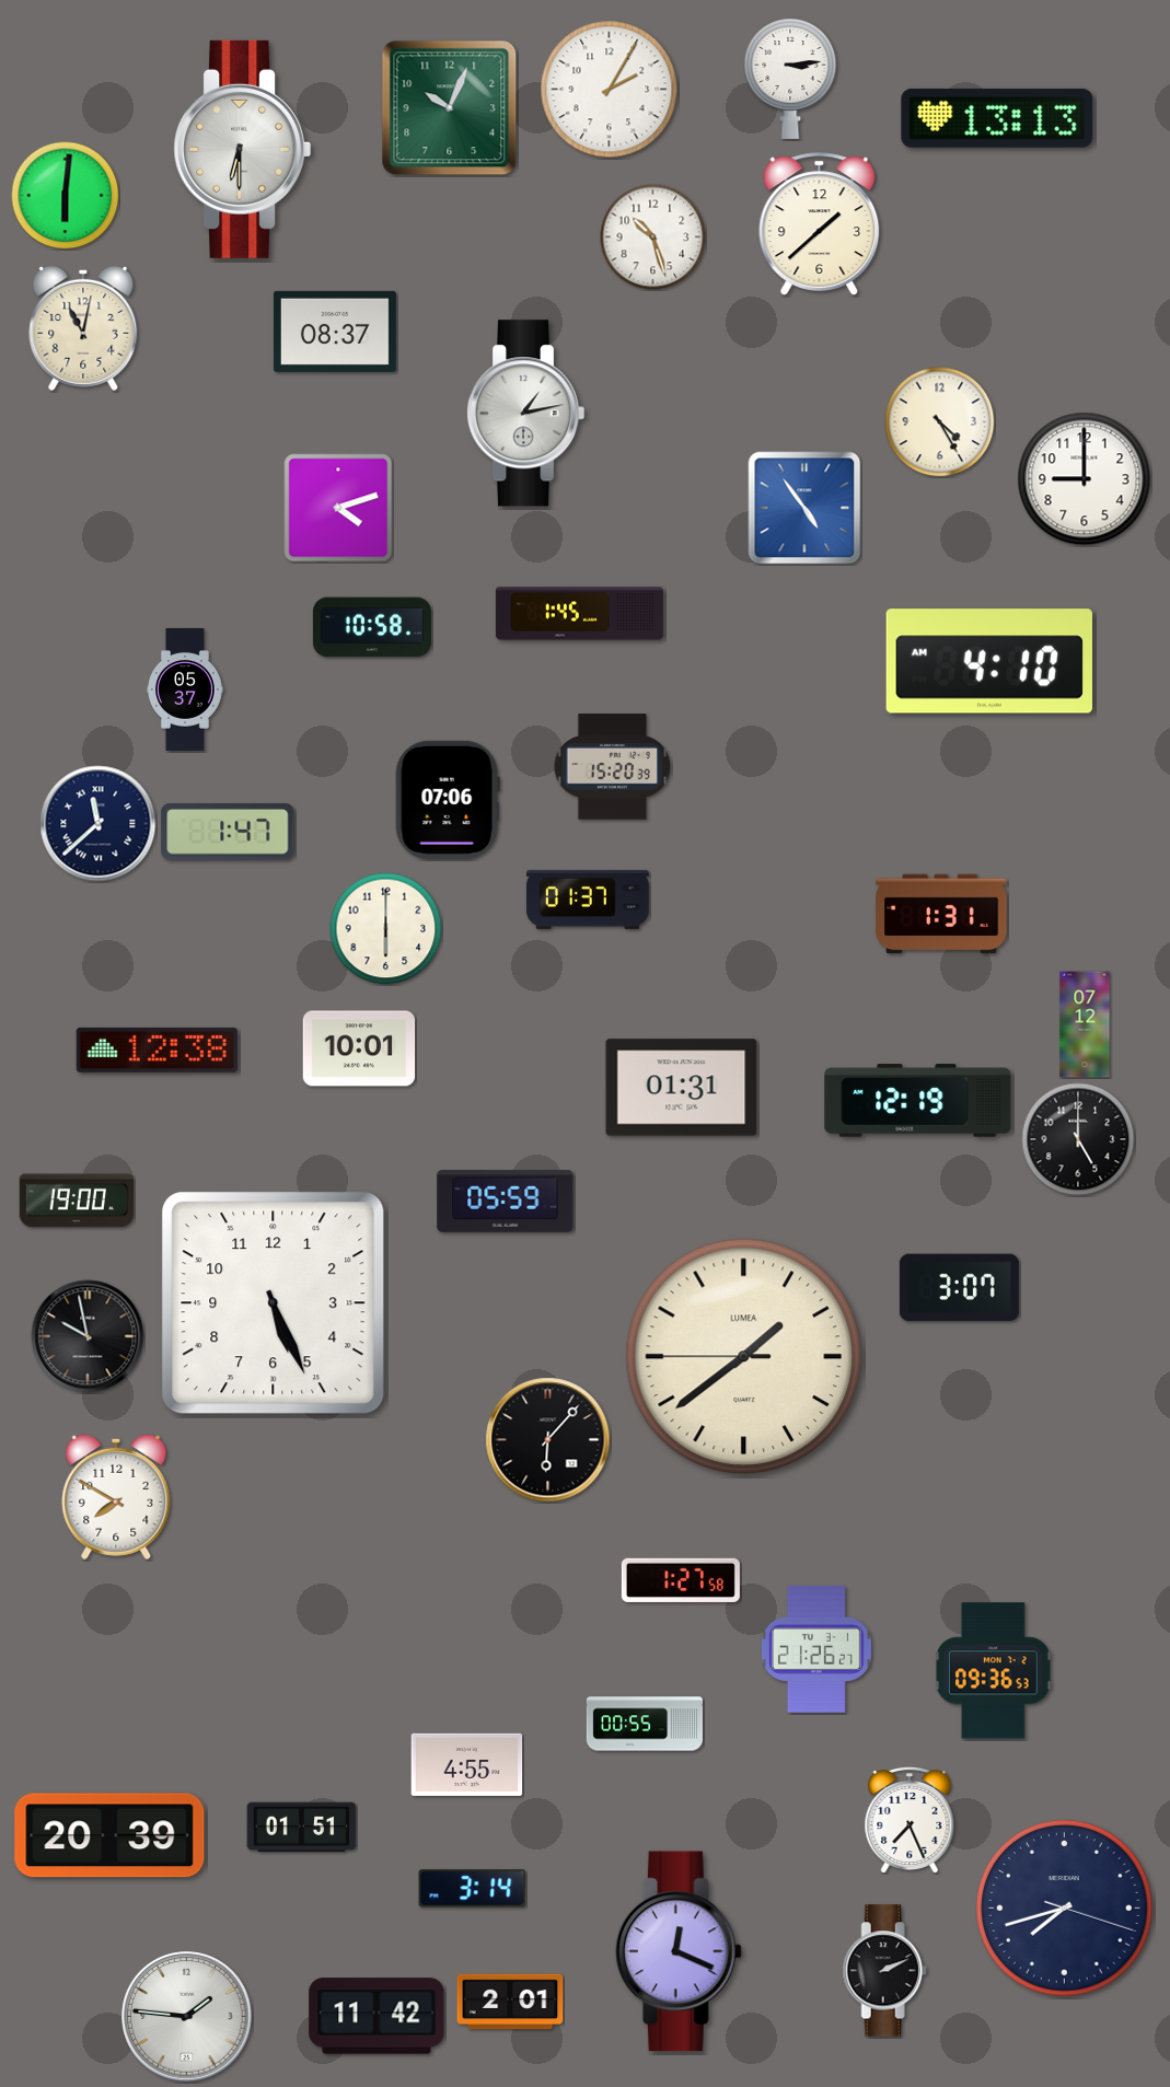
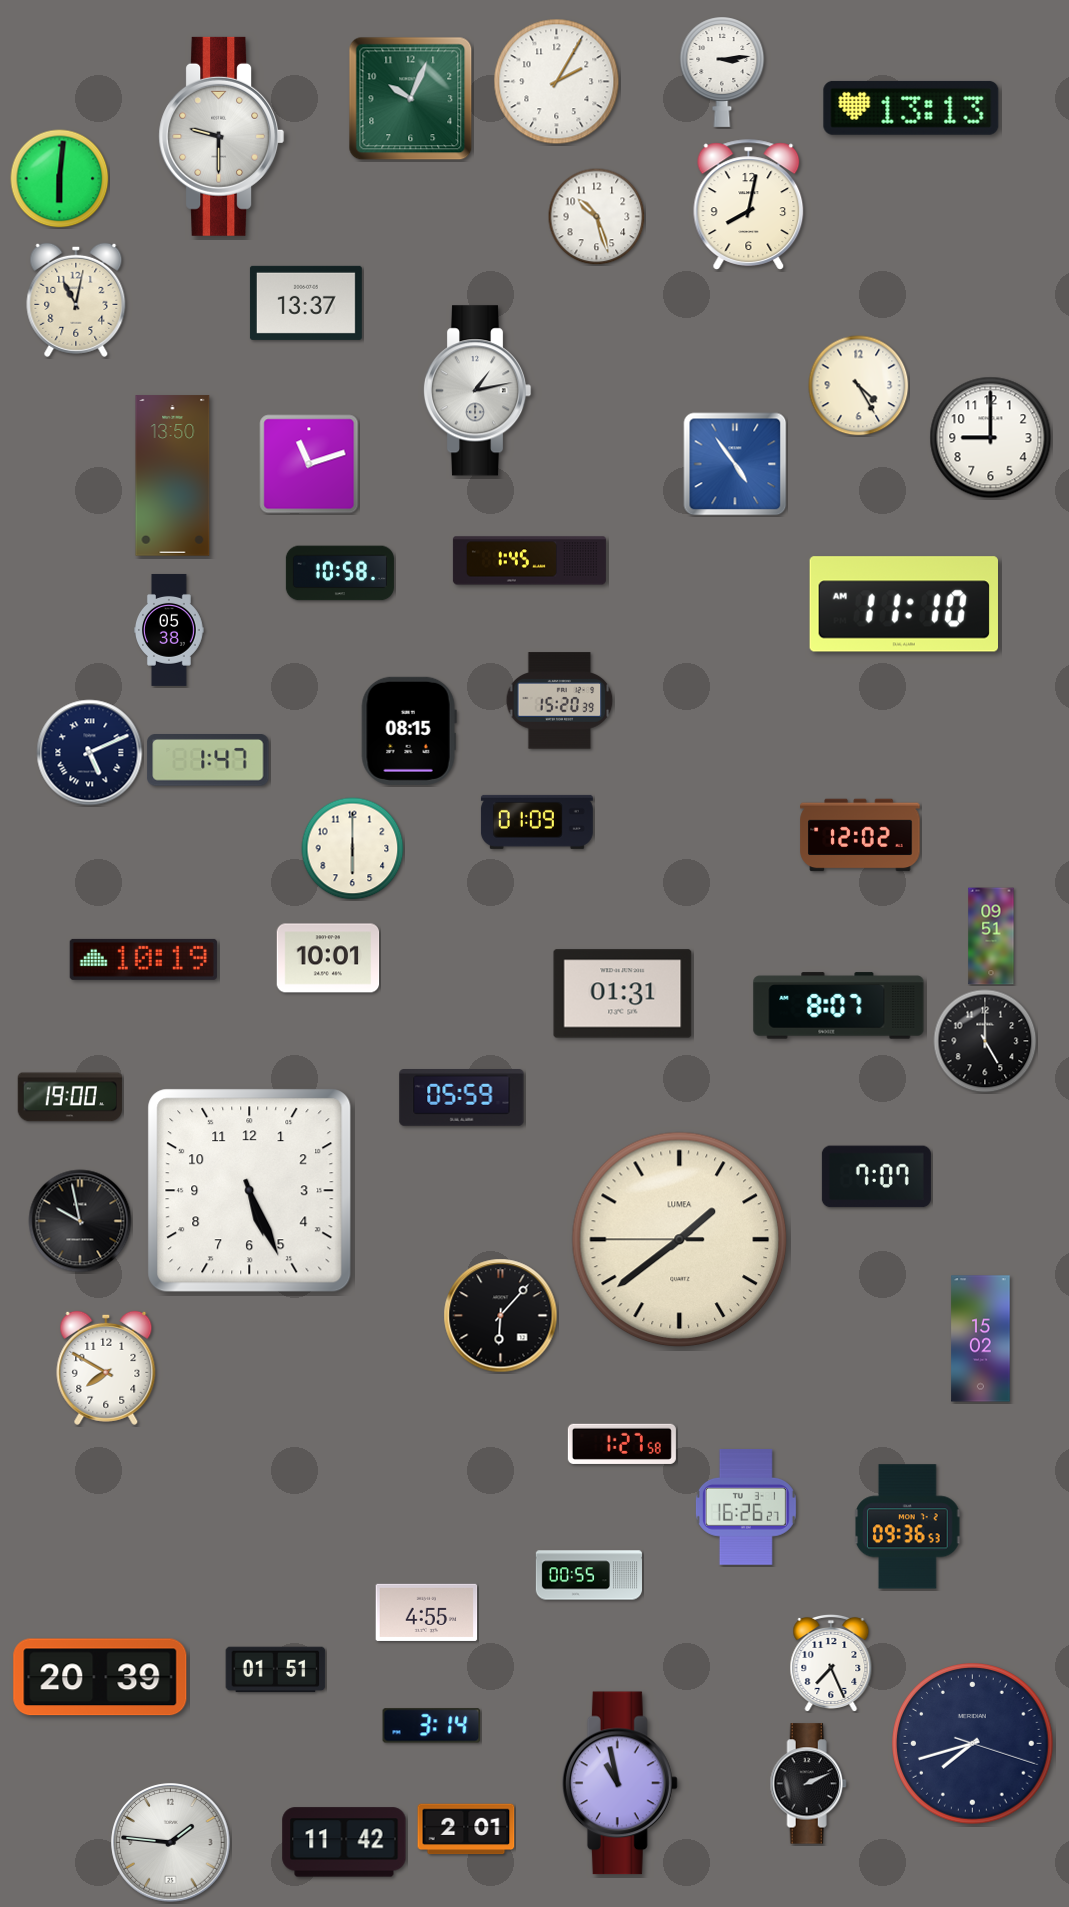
clock at (243, 149): 6:30 -> 9:30
clock at (820, 224): 1:38 -> 8:02
clock at (335, 332): 08:37 -> 13:37
clock at (525, 414) position: (525, 414) -> (477, 391)
clock at (338, 508): 4:12 -> 11:12
clock at (173, 476): none -> 13:50
clock at (988, 661): 4:10 -> 11:10
clock at (186, 689): 05:37 -> 05:38
clock at (448, 800): 07:06 -> 08:15
clock at (99, 824): 11:38 -> 5:11
clock at (588, 900): 01:37 -> 01:09
clock at (941, 914): 1:31 -> 12:02
clock at (1085, 1024): 07:12 -> 09:51
clock at (157, 1050): 12:38 -> 10:19
clock at (918, 1101): 12:19 -> 8:07
clock at (959, 1288): 3:07 -> 7:07
clock at (981, 1339): none -> 15:02
clock at (816, 1649): 21:26 -> 16:26
clock at (679, 1951): 12:19 -> 10:58
clock at (884, 1971) position: (884, 1971) -> (808, 1784)
